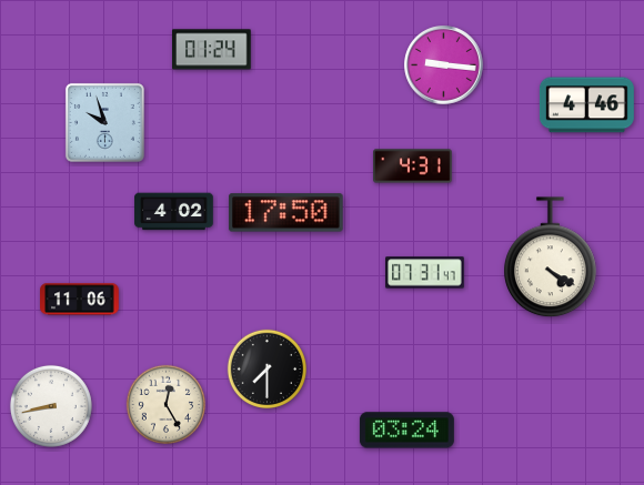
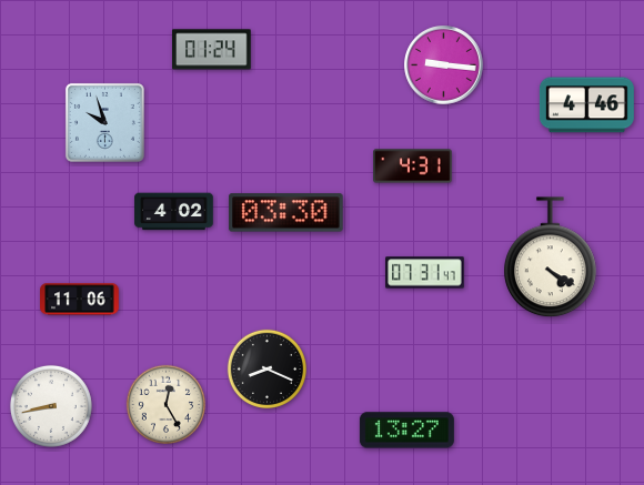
clock at (286, 213): 17:50 -> 03:30
clock at (266, 368): 7:30 -> 8:19
clock at (406, 431): 03:24 -> 13:27
